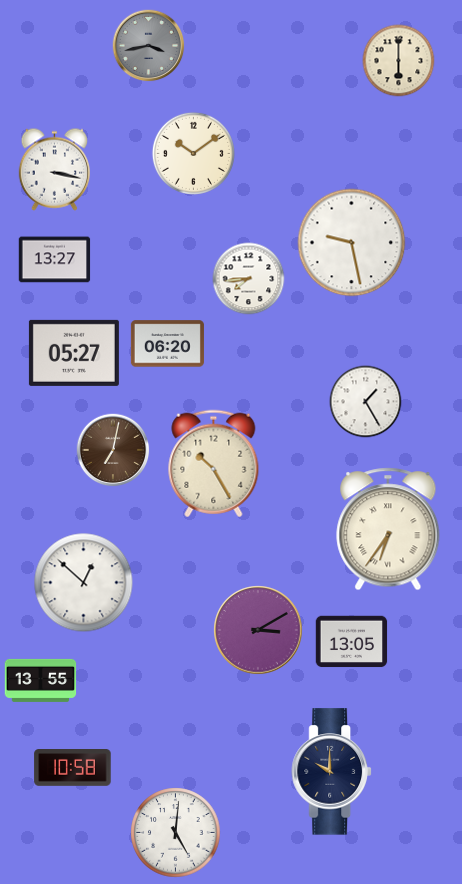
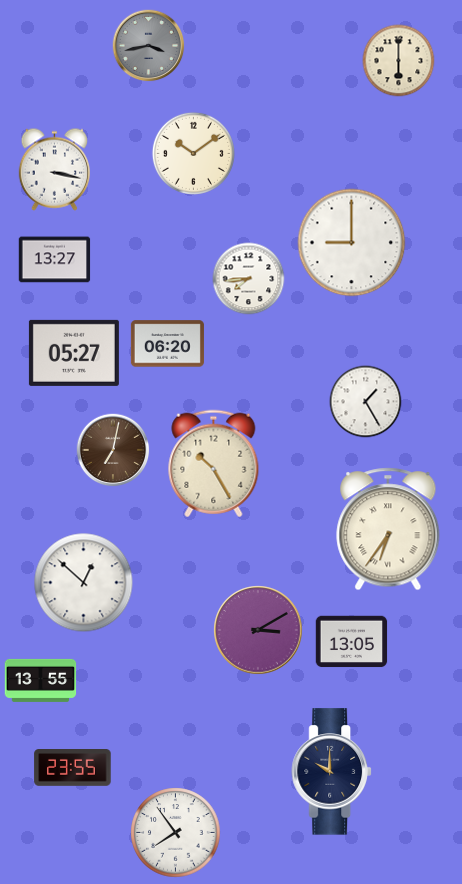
clock at (352, 243): 9:28 -> 9:00
clock at (73, 768): 10:58 -> 23:55
clock at (176, 833): 5:01 -> 7:54
